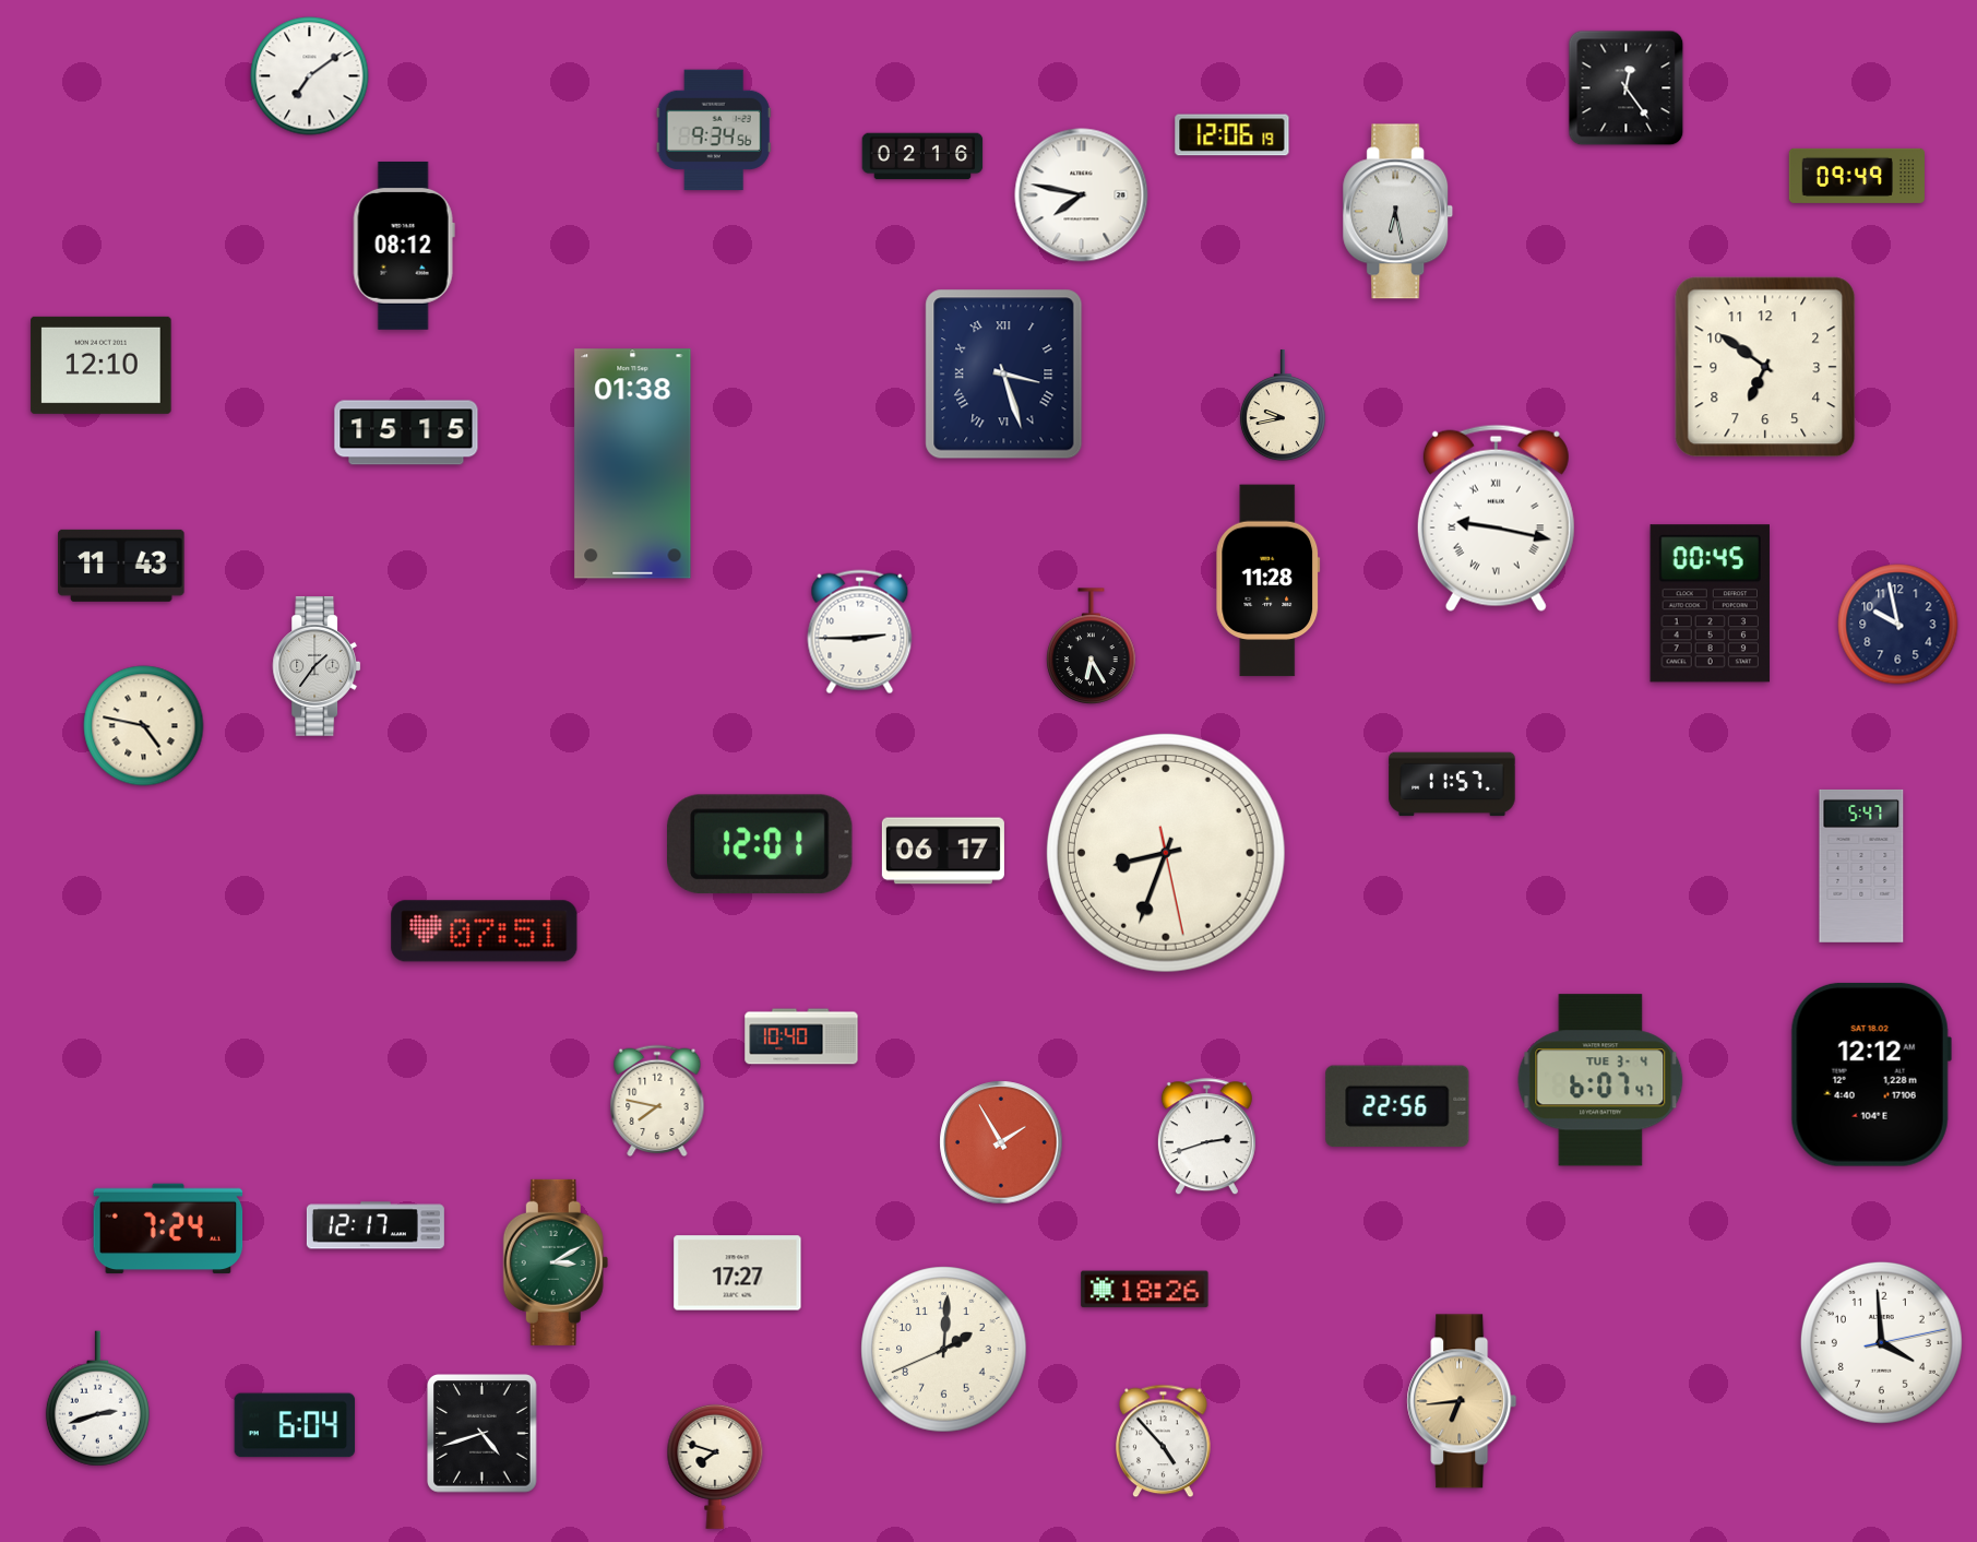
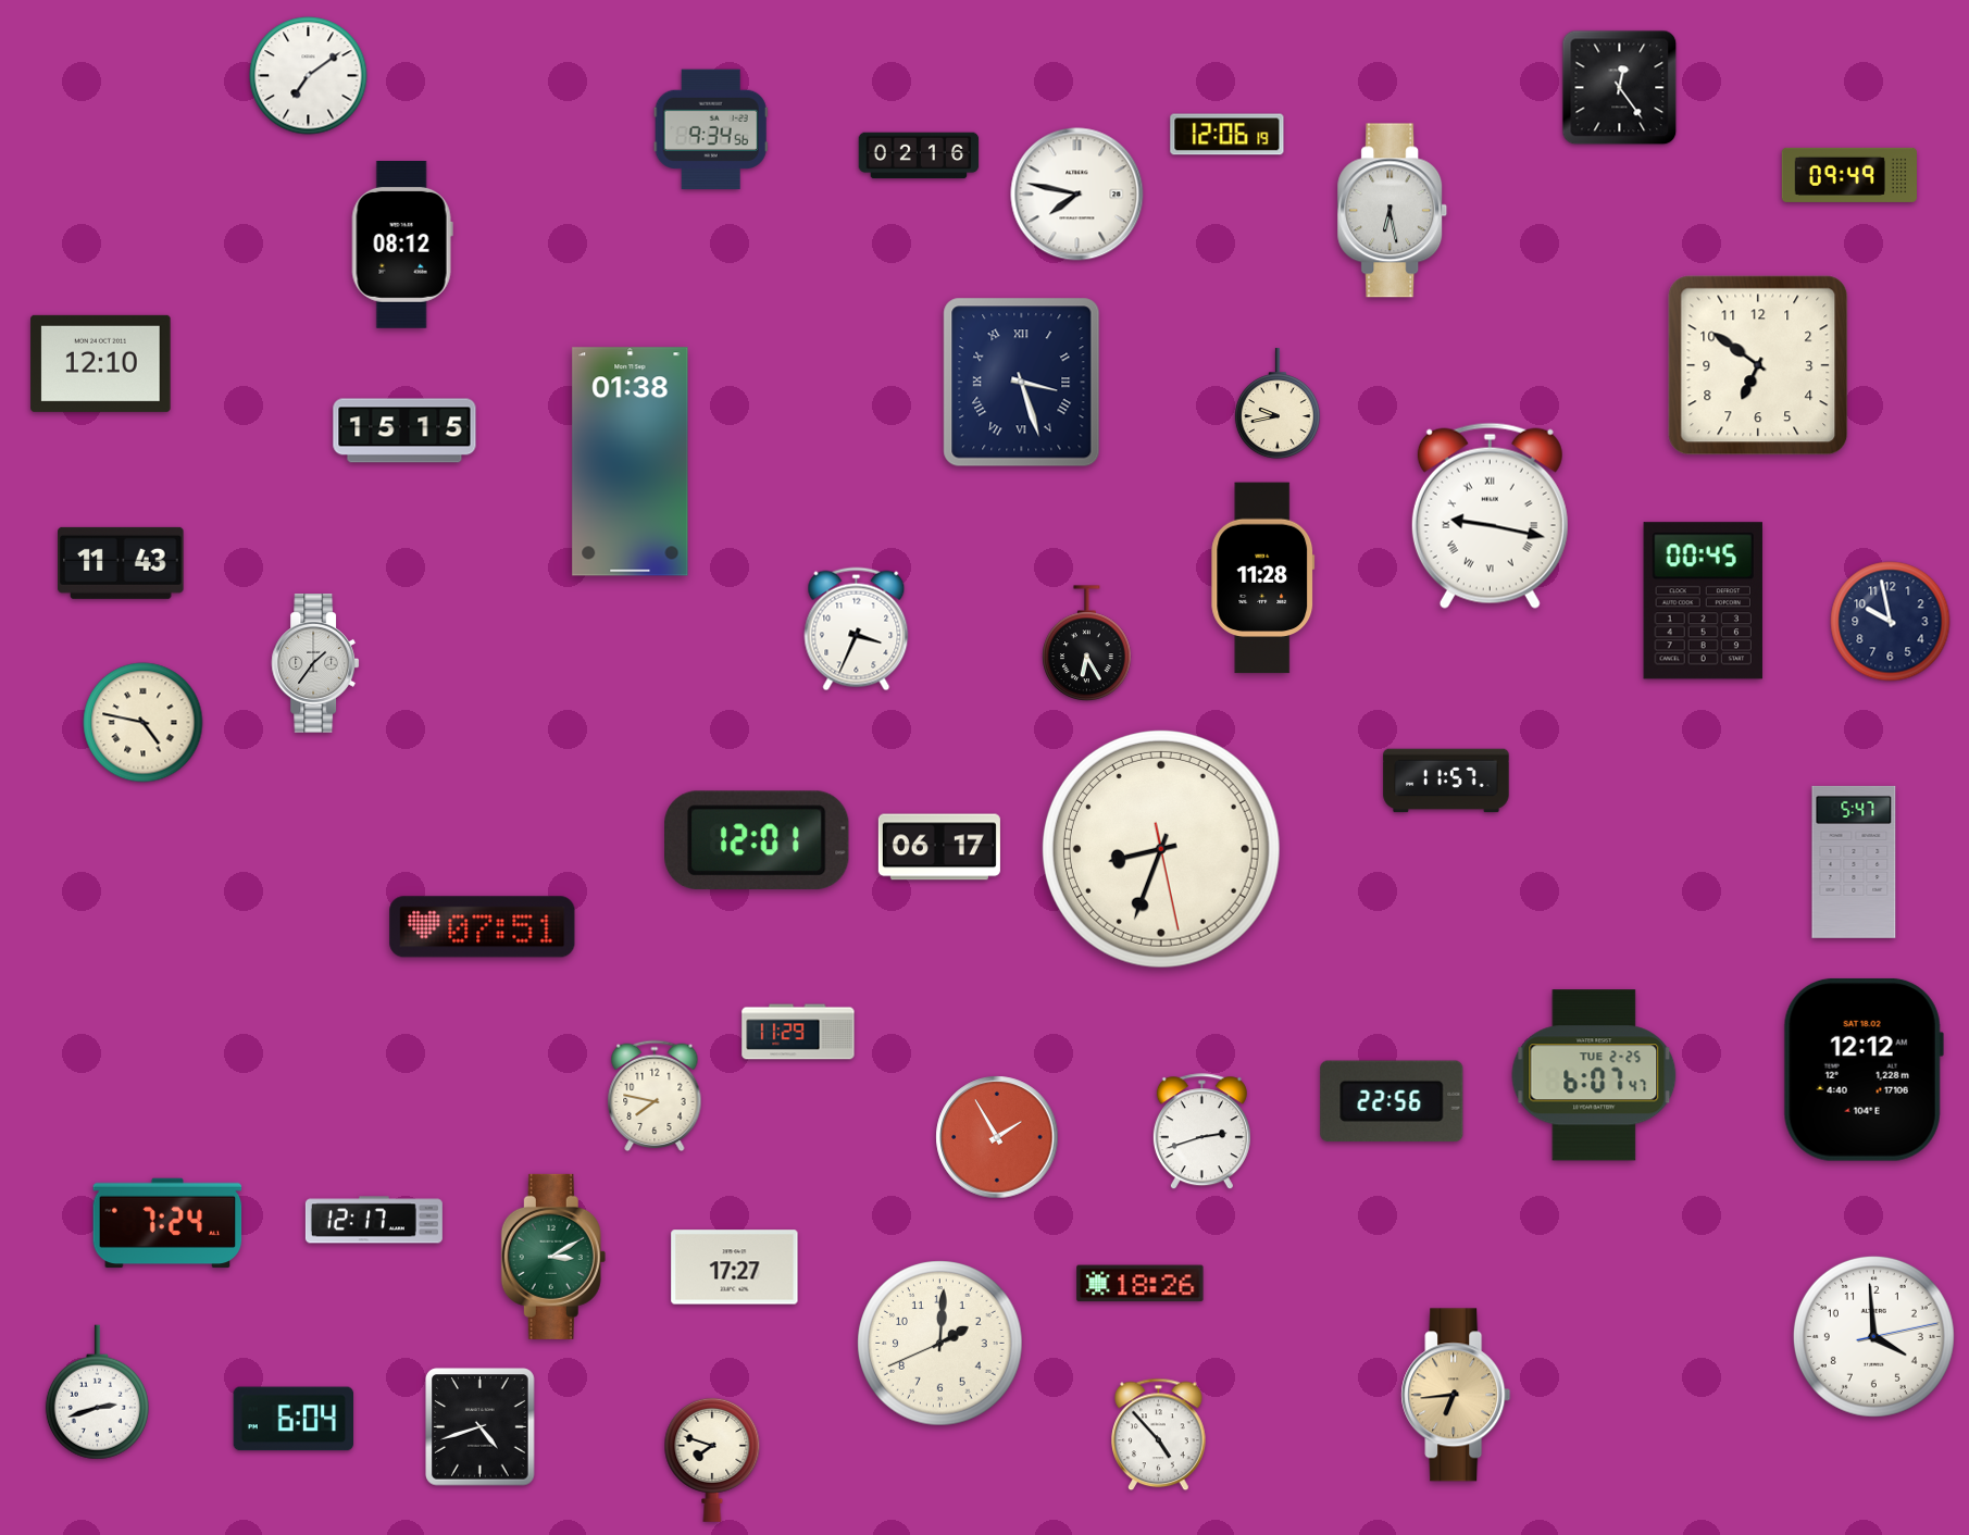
clock at (1004, 375) position: (1004, 375) -> (1022, 383)
clock at (860, 632): 2:45 -> 3:34
clock at (801, 1036): 10:40 -> 11:29
clock at (1600, 1080) date: TUE 3-4 -> TUE 2-25
